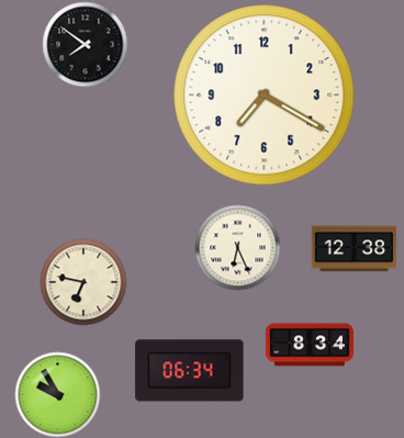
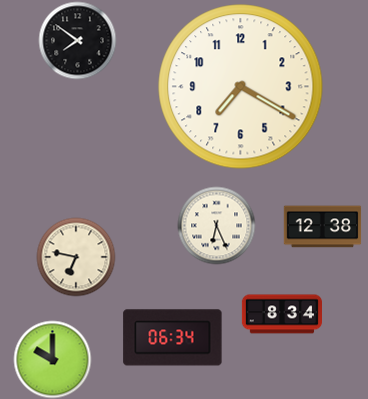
clock at (57, 394): 9:55 -> 10:00
